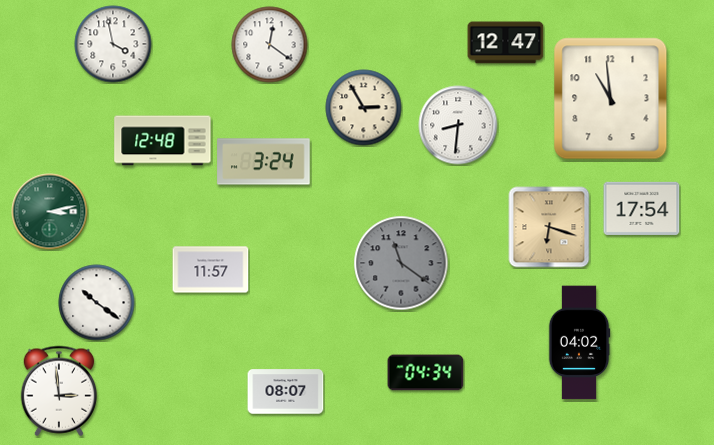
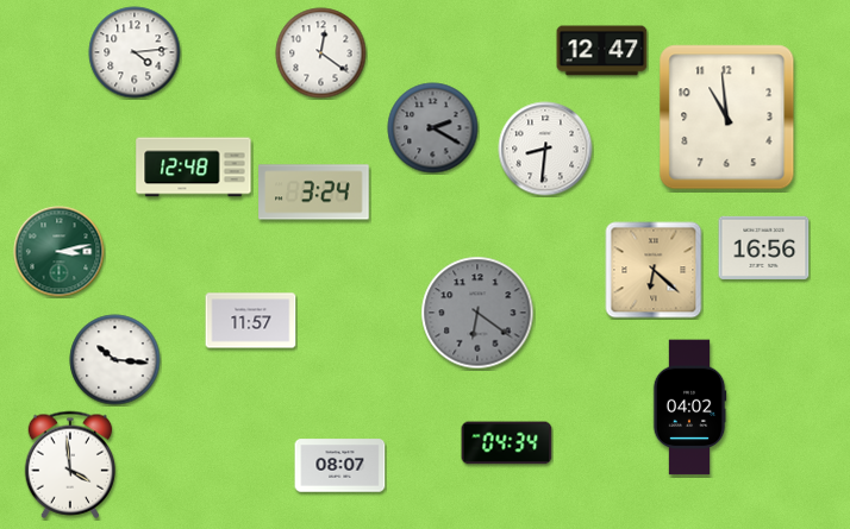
clock at (113, 44): 3:58 -> 4:14
clock at (364, 108): 2:55 -> 2:20
clock at (364, 108) dial: cream -> grey
clock at (642, 208): 17:54 -> 16:56
clock at (549, 227): 6:18 -> 6:22
clock at (401, 263): 11:21 -> 6:21
clock at (97, 303): 10:21 -> 10:16
clock at (59, 391): 2:59 -> 3:59
